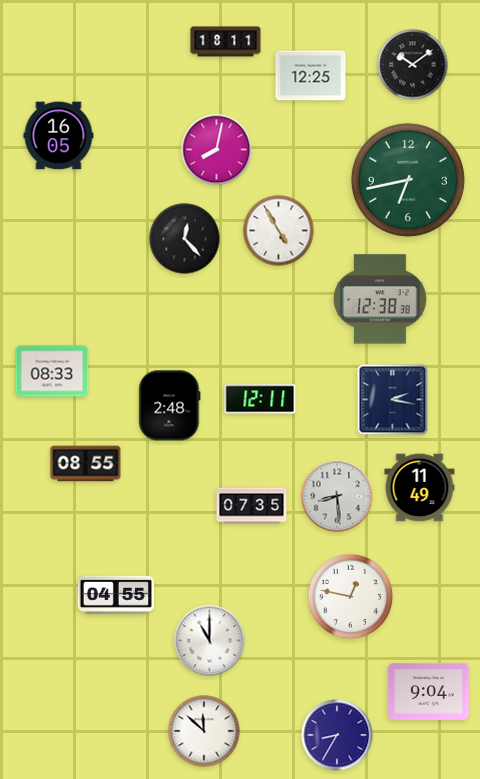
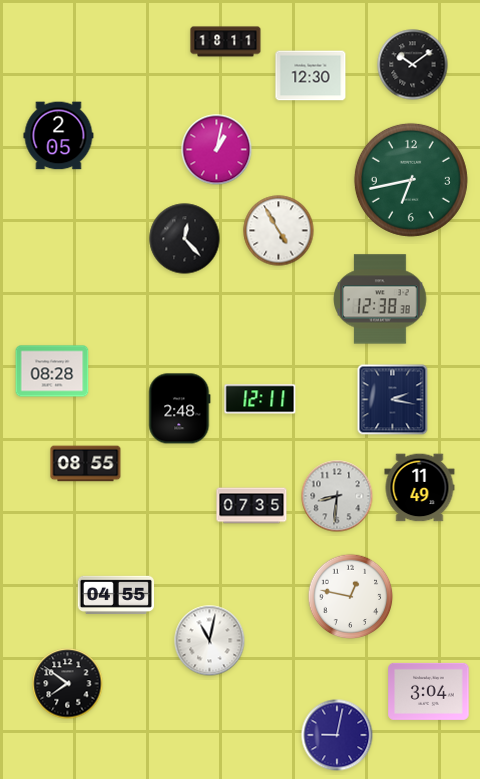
clock at (311, 76): 12:25 -> 12:30
clock at (59, 136): 16:05 -> 2:05
clock at (217, 150): 8:02 -> 1:02
clock at (408, 180) position: (408, 180) -> (411, 180)
clock at (52, 371): 08:33 -> 08:28
clock at (170, 406) position: (170, 406) -> (180, 409)
clock at (337, 496): 8:29 -> 8:31
clock at (210, 641): 11:00 -> 11:02
clock at (68, 684): none -> 7:51
clock at (429, 691): 9:04 -> 3:04
clock at (204, 731): 11:52 -> none
clock at (337, 735): 8:35 -> 9:02
